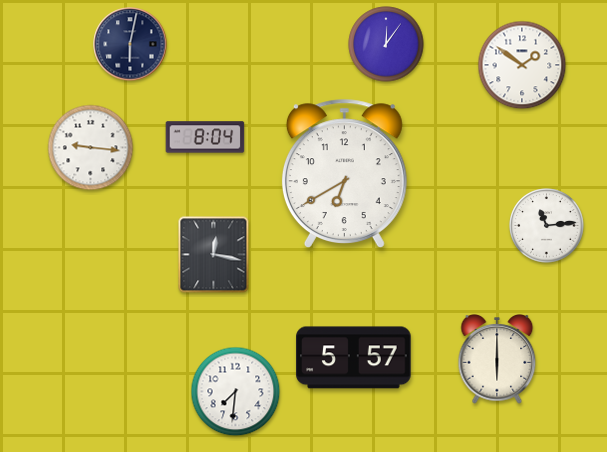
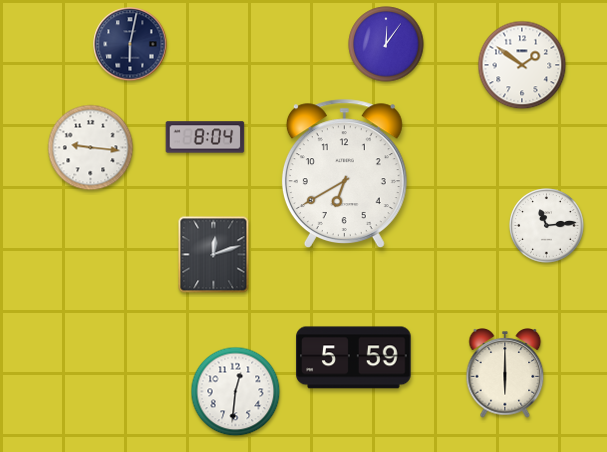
clock at (214, 255): 12:17 -> 12:12
clock at (354, 358): 5:57 -> 5:59
clock at (497, 360) position: (497, 360) -> (505, 374)
clock at (236, 392): 7:31 -> 12:31
